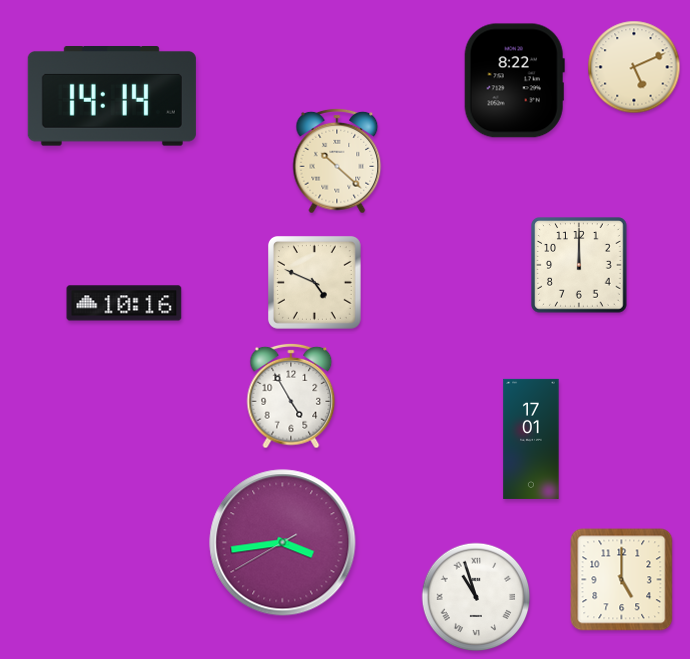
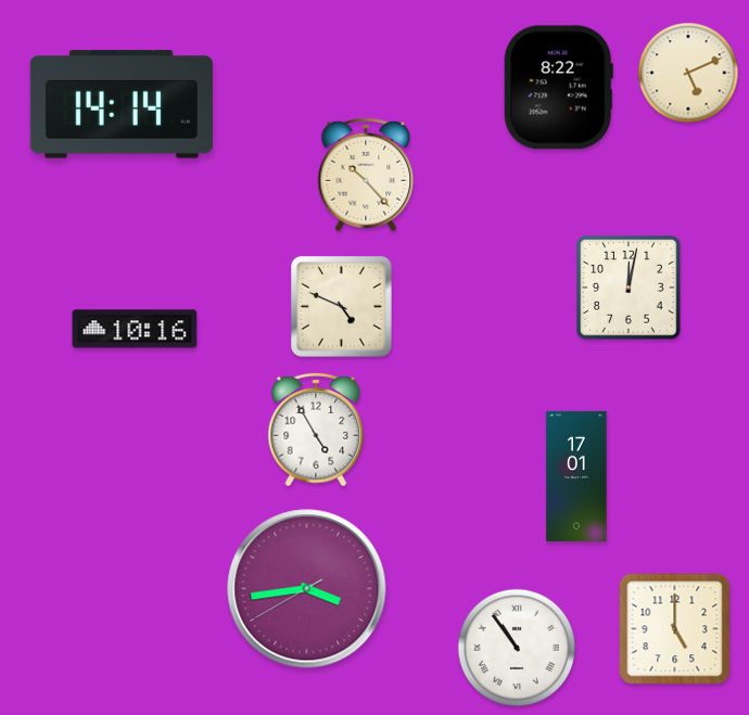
clock at (337, 161): 10:22 -> 10:23
clock at (579, 265): 12:00 -> 12:02
clock at (476, 597): 10:57 -> 10:54
